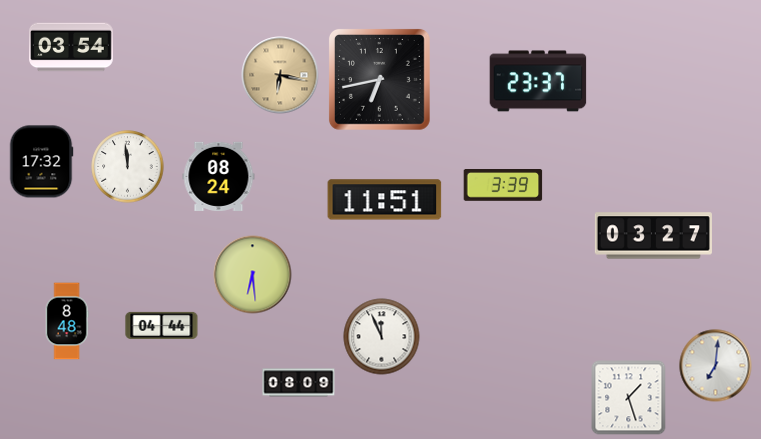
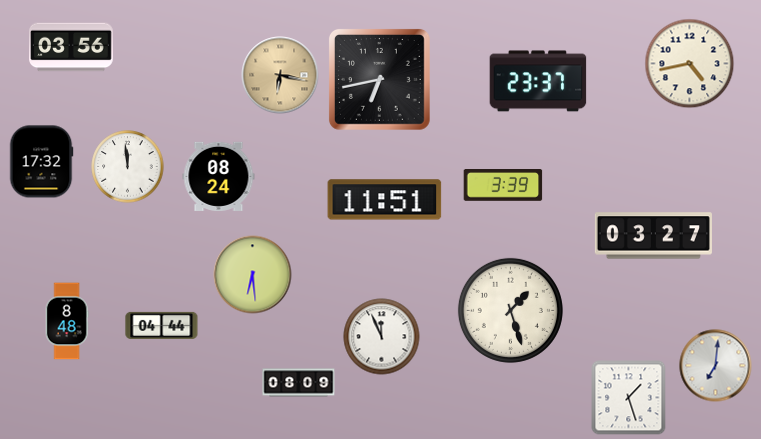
clock at (71, 47): 03:54 -> 03:56
clock at (690, 64): none -> 4:43
clock at (510, 310): none -> 1:27
